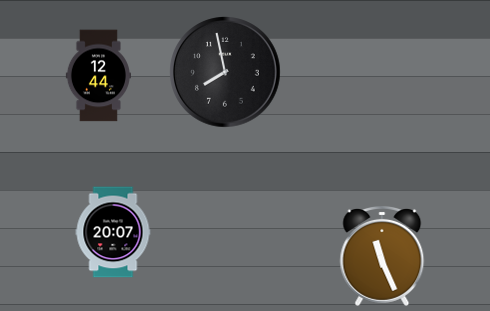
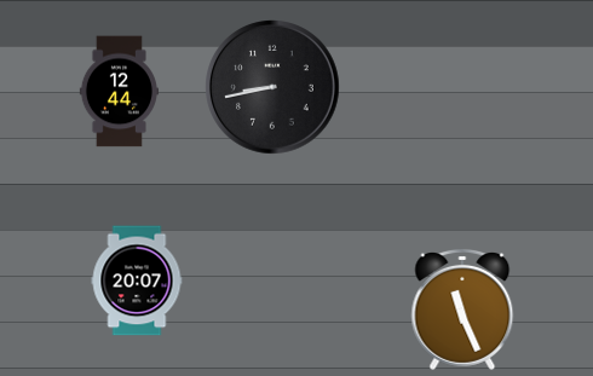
clock at (225, 72): 7:58 -> 8:43
